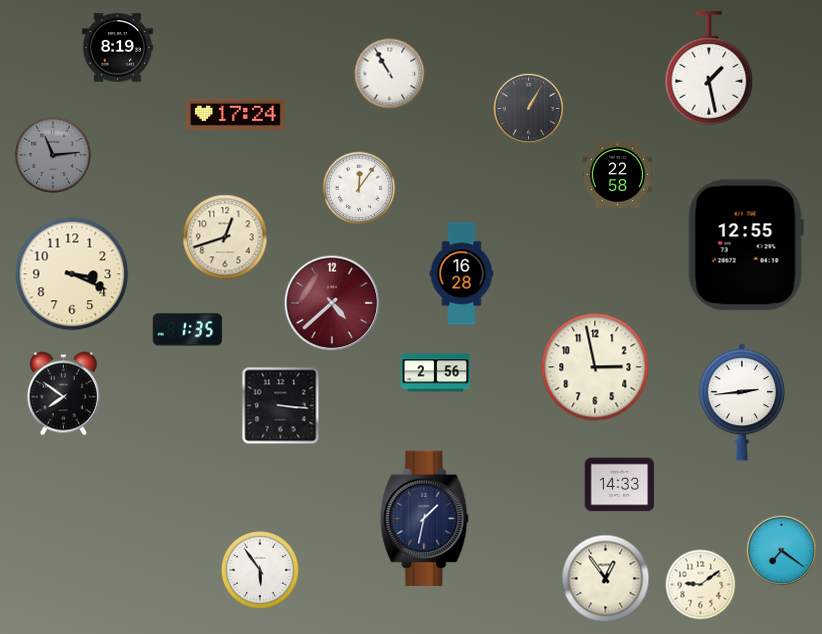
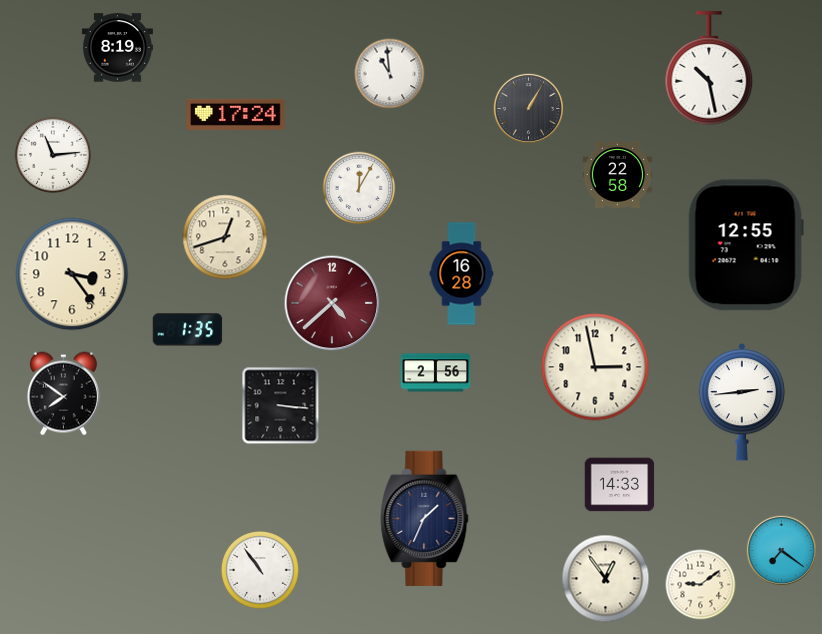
clock at (709, 68): 1:28 -> 10:28
clock at (390, 74): 10:55 -> 10:59
clock at (53, 155) dial: grey -> white
clock at (359, 188): 12:06 -> 12:05
clock at (72, 274): 3:19 -> 3:24
clock at (425, 518): 1:32 -> 1:34
clock at (260, 570): 5:54 -> 10:54
